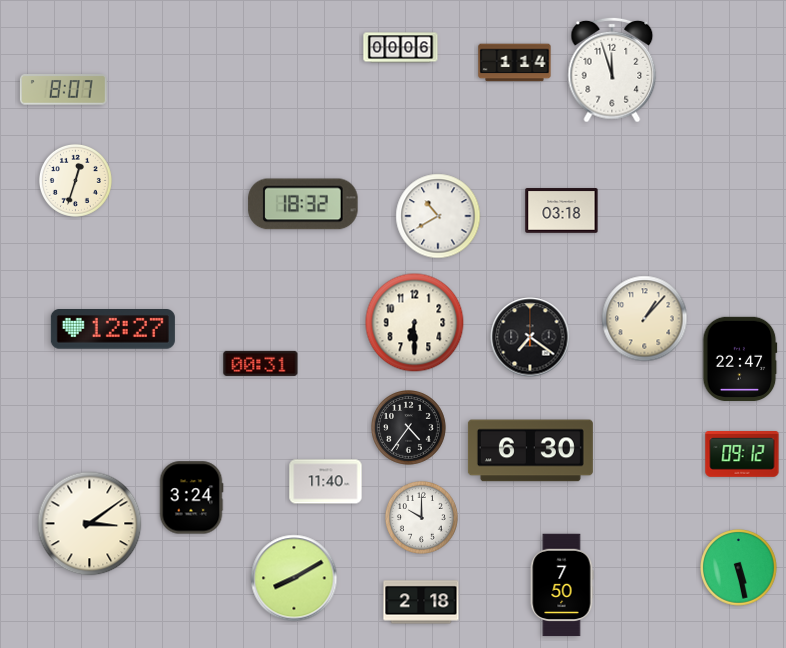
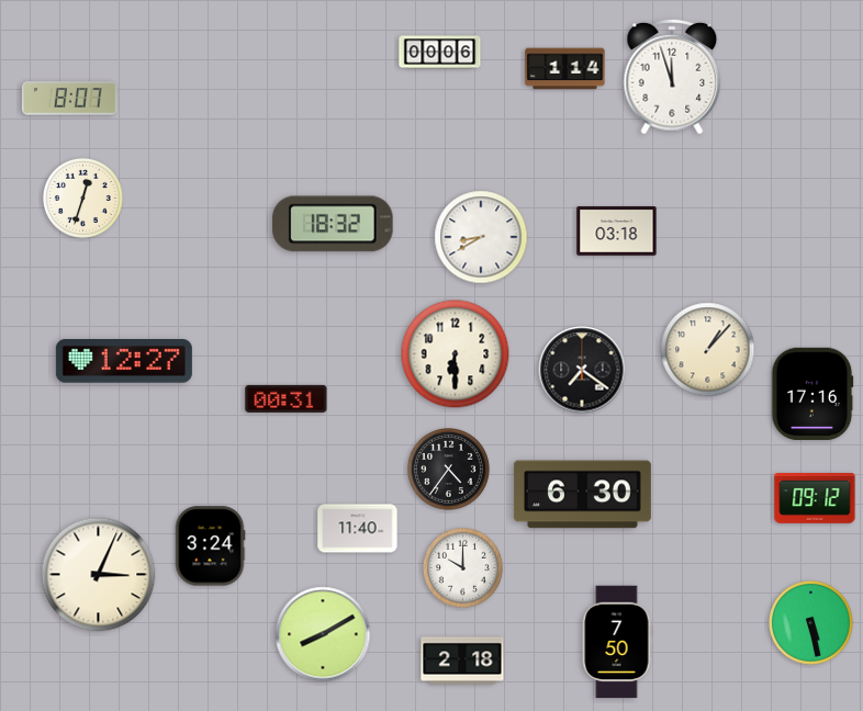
clock at (438, 216): 10:40 -> 8:40
clock at (740, 358): 22:47 -> 17:16
clock at (90, 524): 3:09 -> 3:04
